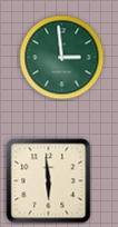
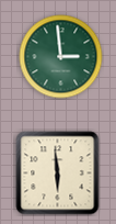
clock at (49, 181) position: (49, 181) -> (58, 173)
